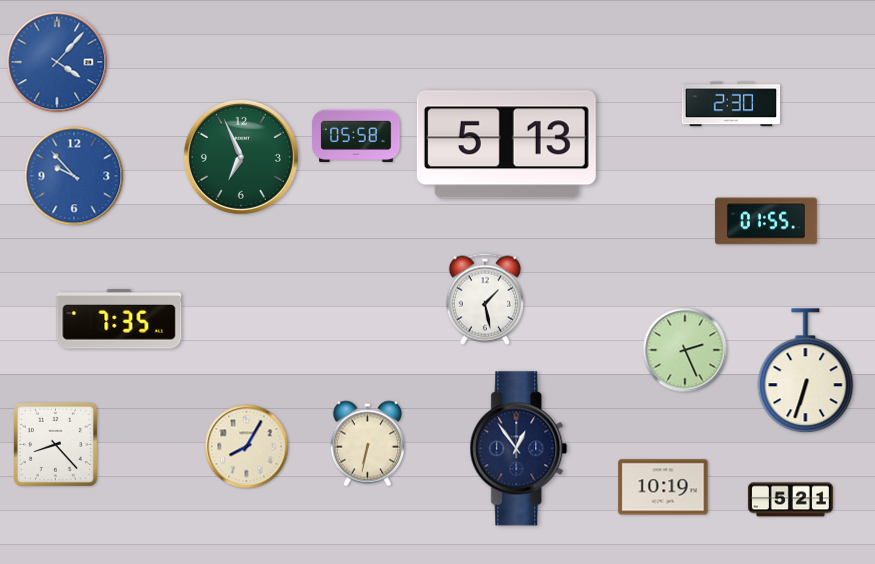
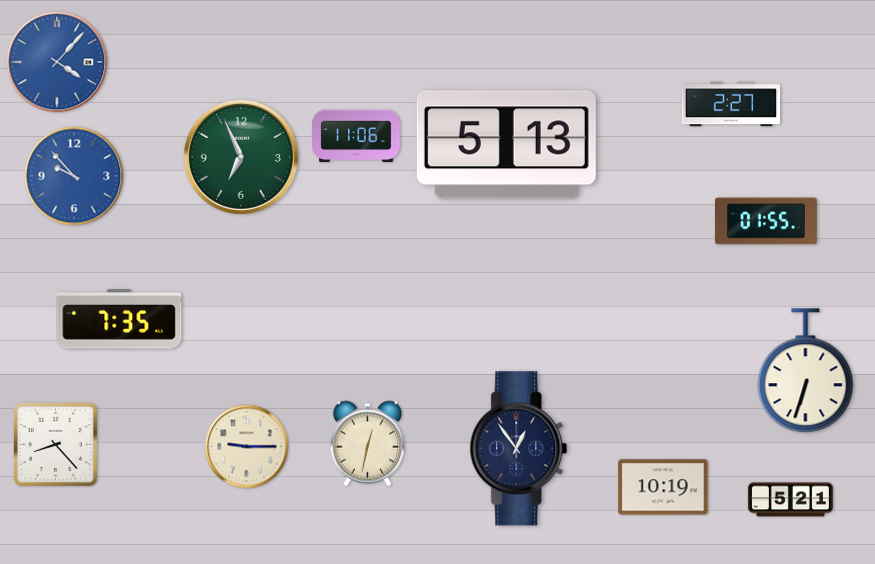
clock at (731, 104): 2:30 -> 2:27
clock at (356, 136): 05:58 -> 11:06
clock at (485, 299): 1:28 -> none
clock at (685, 350): 2:26 -> none
clock at (367, 444): 6:32 -> 12:32
clock at (247, 447): 8:05 -> 9:15
